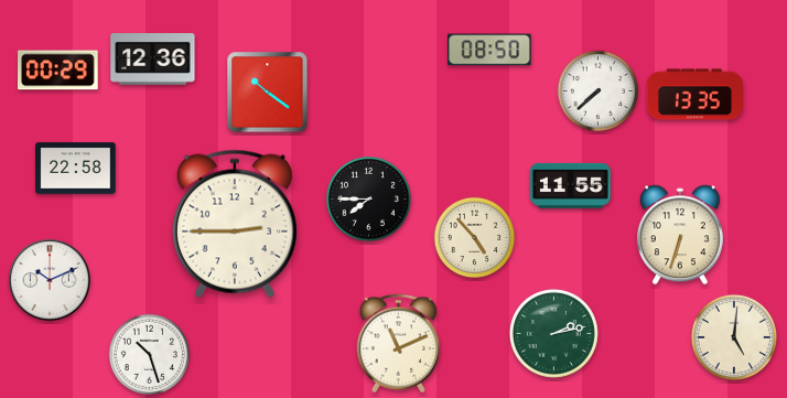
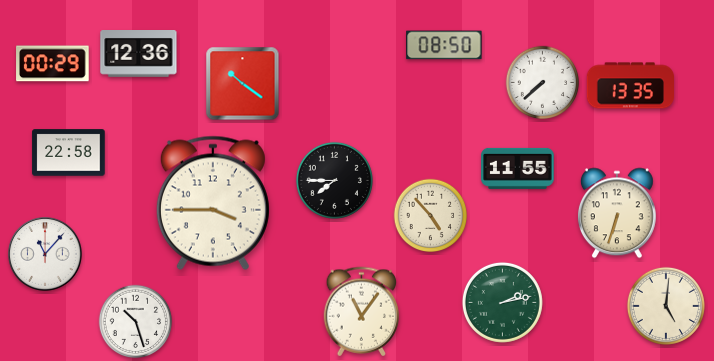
clock at (235, 224): 2:45 -> 3:45
clock at (51, 281): 10:11 -> 11:07
clock at (399, 344): 11:11 -> 11:06
